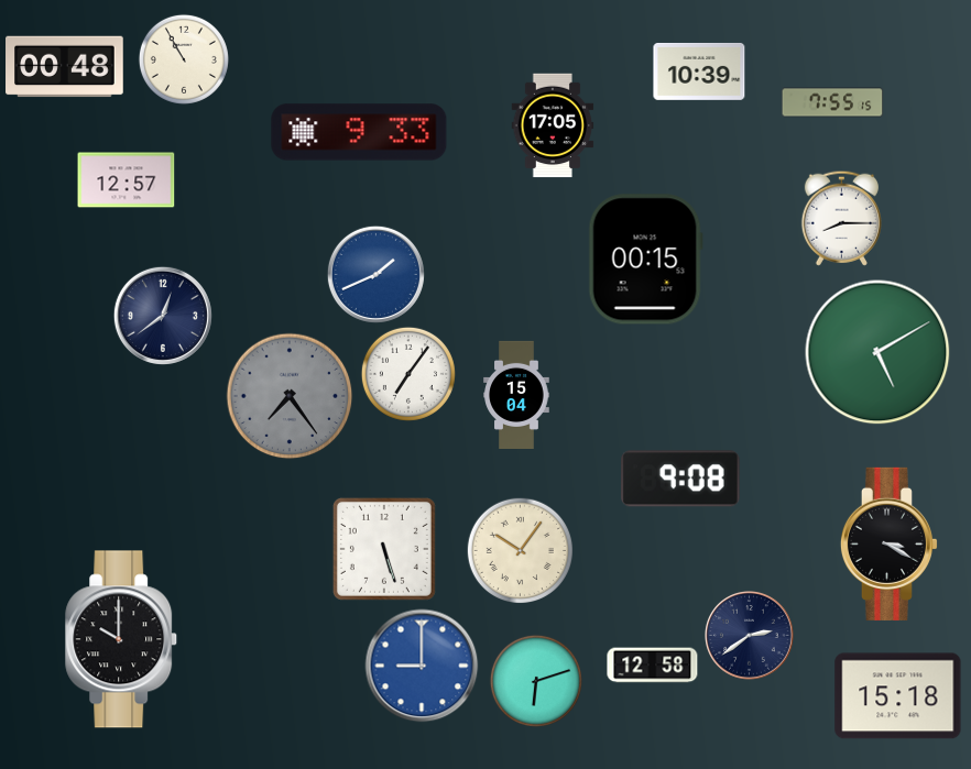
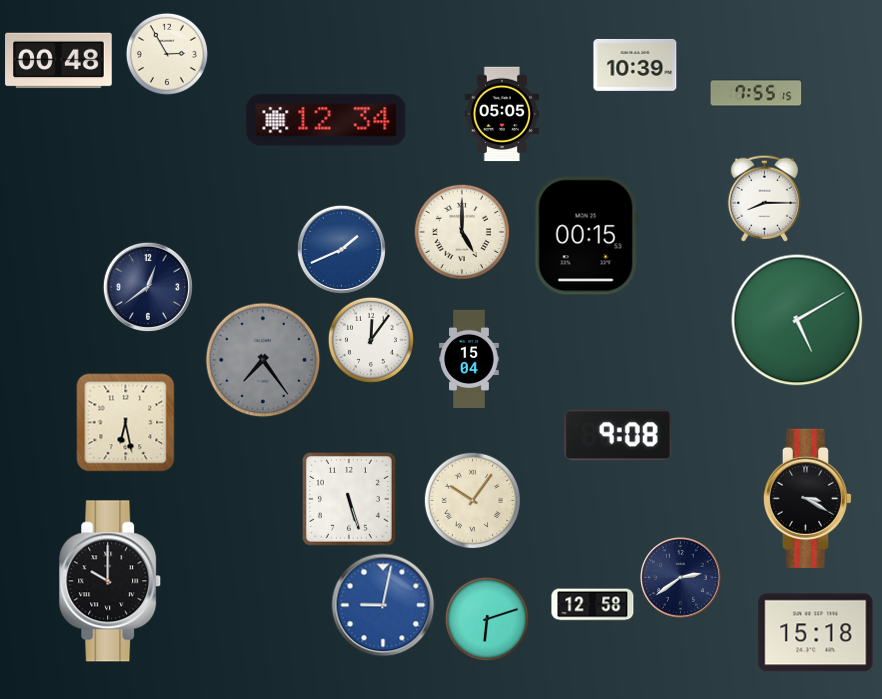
clock at (184, 59): 10:55 -> 2:55
clock at (553, 125): 17:05 -> 05:05
clock at (359, 132): 9:33 -> 12:34
clock at (127, 180): 12:57 -> none
clock at (461, 231): none -> 5:00
clock at (408, 374): 7:06 -> 12:06
clock at (126, 423): none -> 6:28
clock at (888, 543) position: (888, 543) -> (807, 498)
clock at (422, 666): 9:00 -> 9:02
